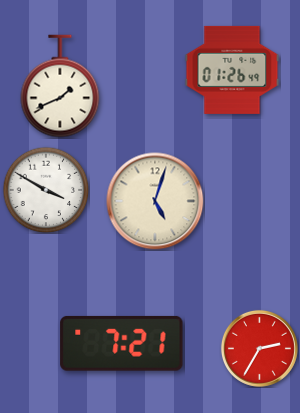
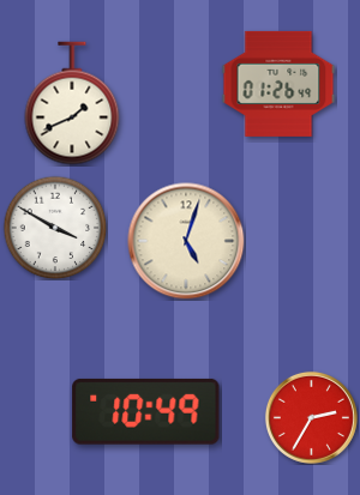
clock at (122, 343): 7:21 -> 10:49
